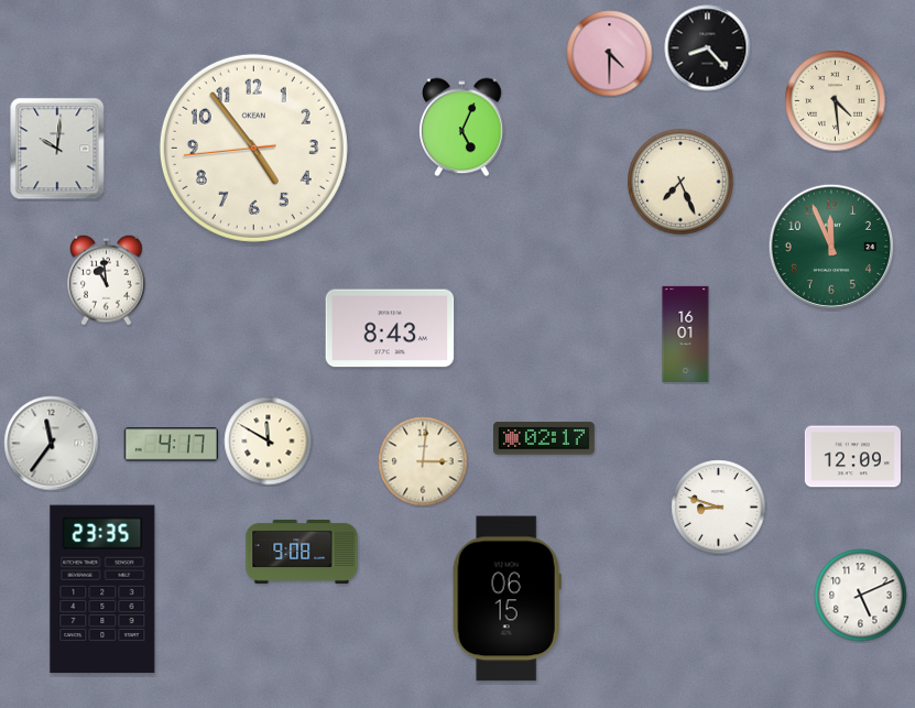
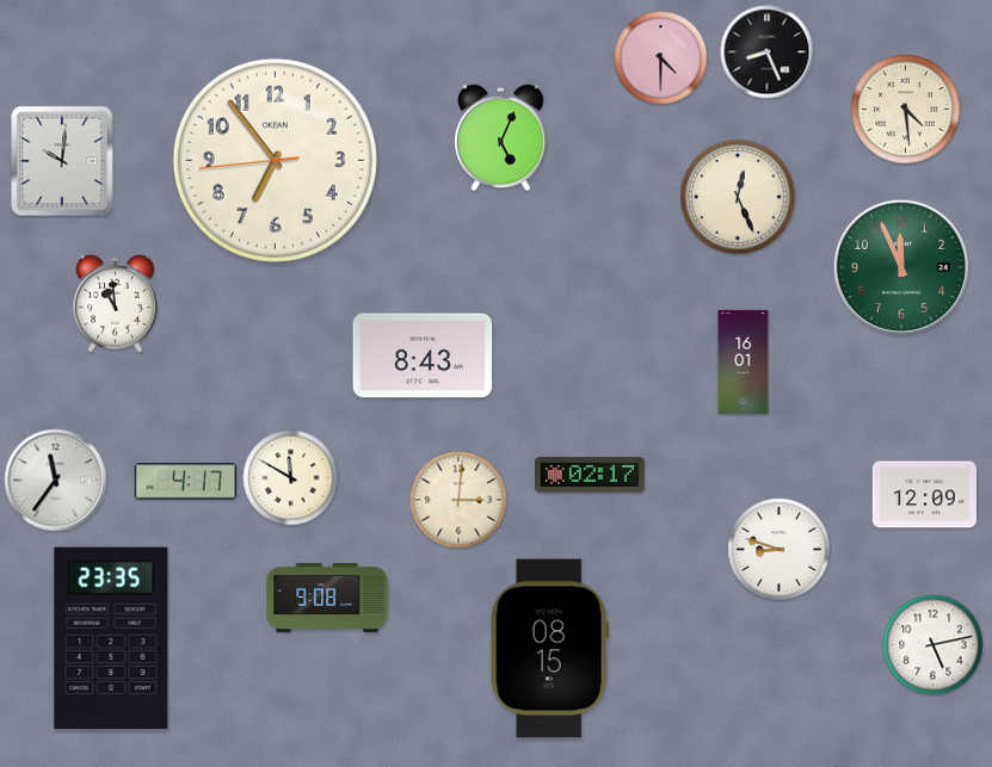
clock at (708, 48): 8:23 -> 8:26
clock at (253, 148): 4:53 -> 6:53
clock at (680, 182): 7:26 -> 12:26
clock at (861, 596): 5:11 -> 5:13
clock at (506, 599): 06:15 -> 08:15
